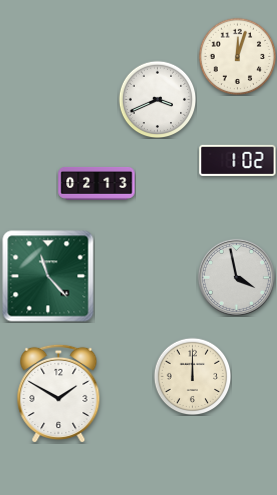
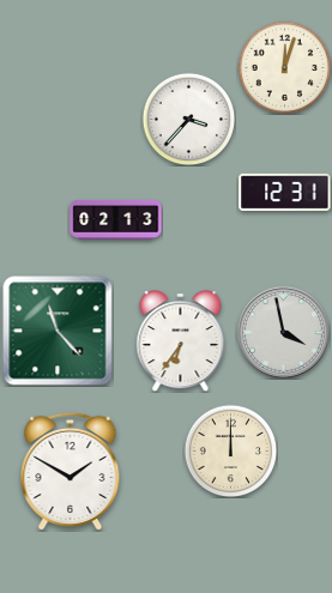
clock at (157, 99): 3:41 -> 3:37
clock at (238, 160): 1:02 -> 12:31
clock at (181, 341): none -> 6:36
